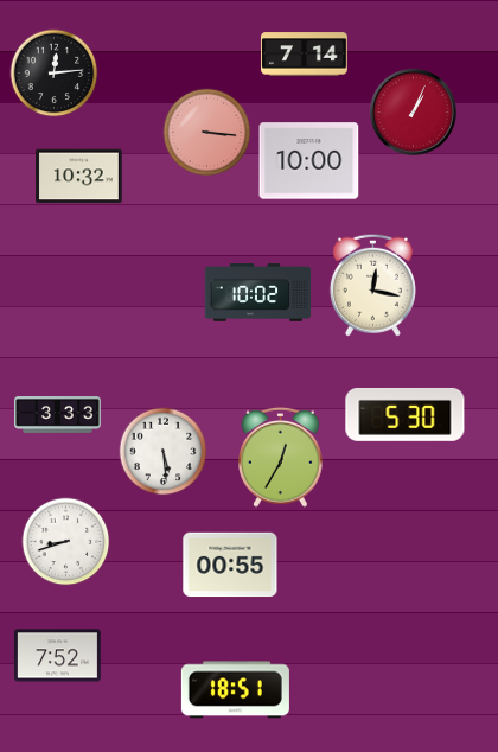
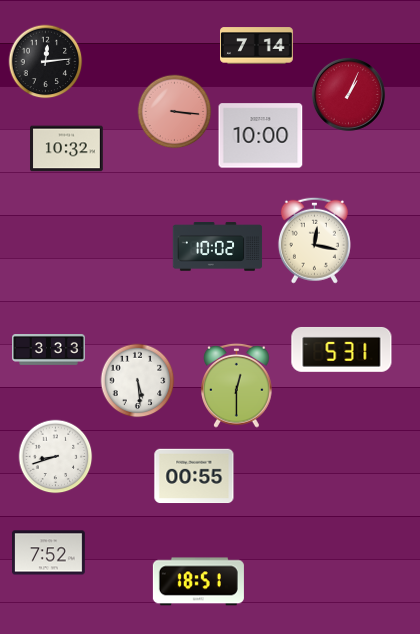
clock at (406, 414): 5:30 -> 5:31
clock at (281, 457): 12:35 -> 12:30
